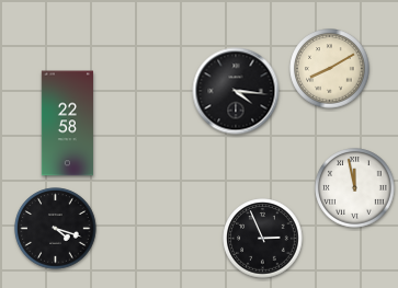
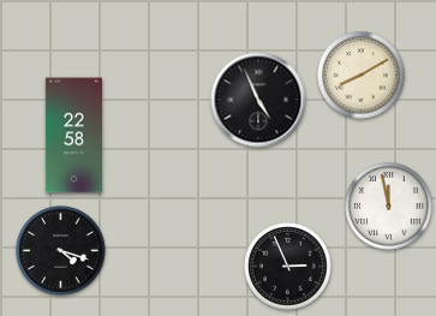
clock at (236, 91): 4:16 -> 4:56
clock at (263, 239) position: (263, 239) -> (288, 267)
